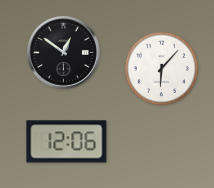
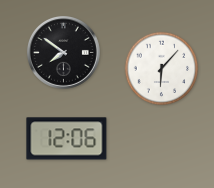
clock at (63, 52): 12:51 -> 7:51
clock at (67, 142) position: (67, 142) -> (67, 139)
